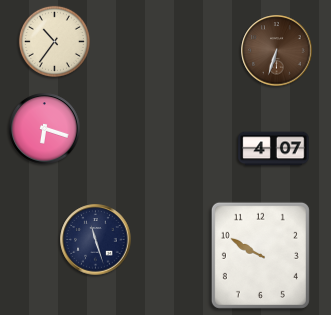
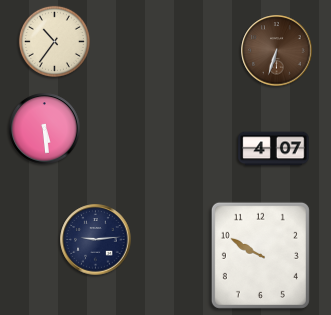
clock at (45, 129): 6:18 -> 5:29
clock at (96, 240): 11:27 -> 9:14
